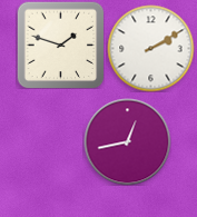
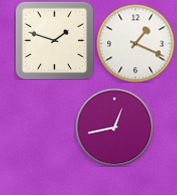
clock at (150, 48): 2:10 -> 1:19
